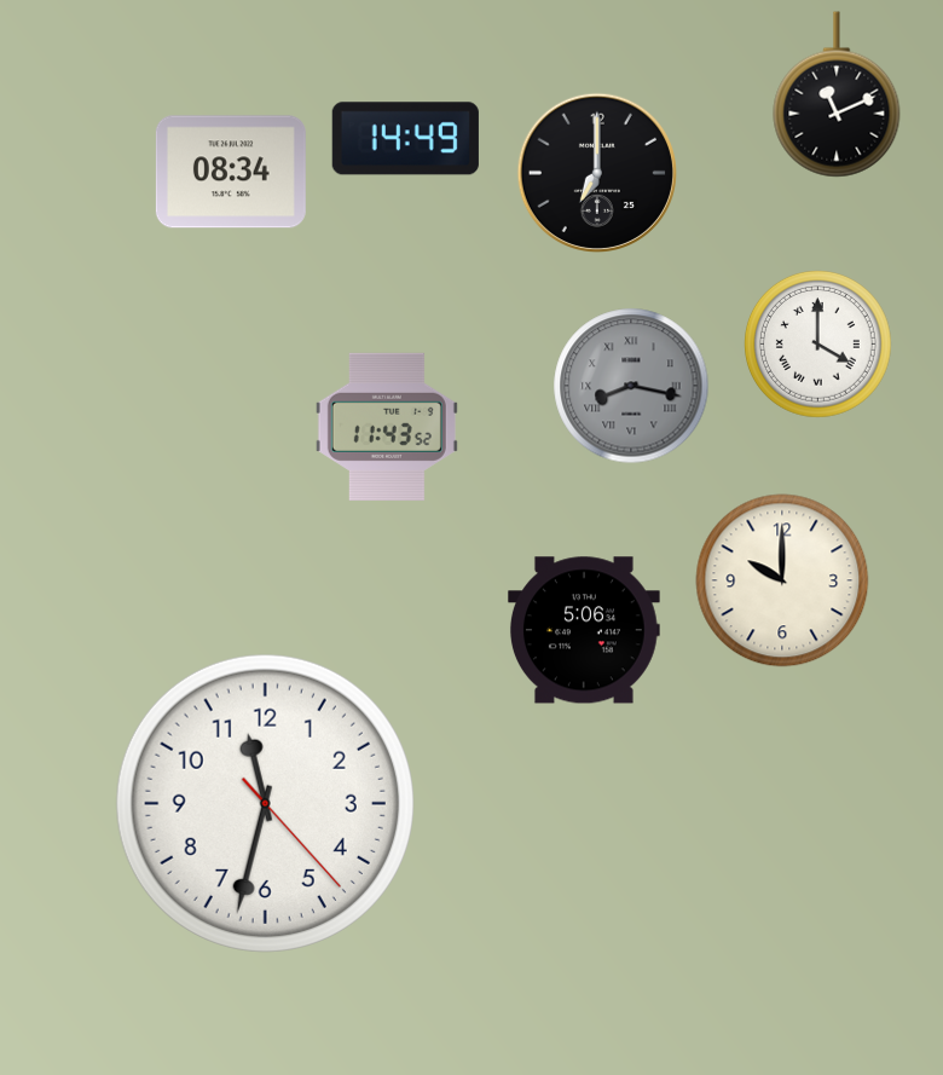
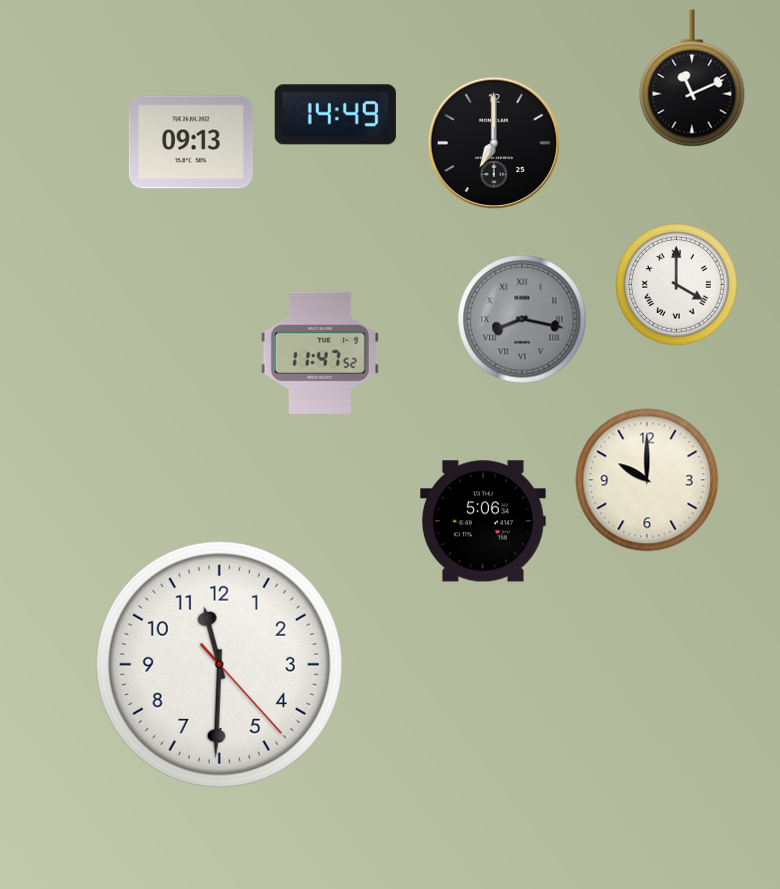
clock at (231, 172): 08:34 -> 09:13
clock at (387, 427): 11:43 -> 11:47
clock at (265, 803): 11:32 -> 11:30
